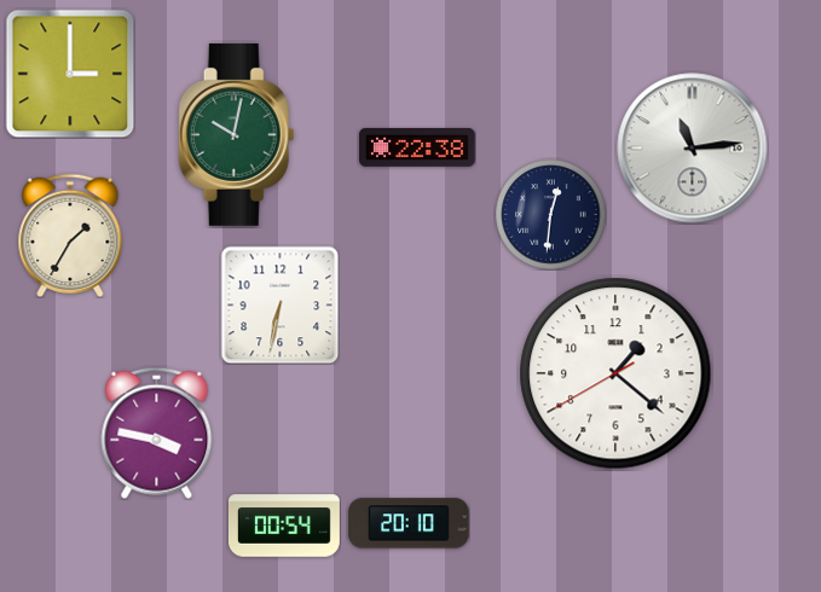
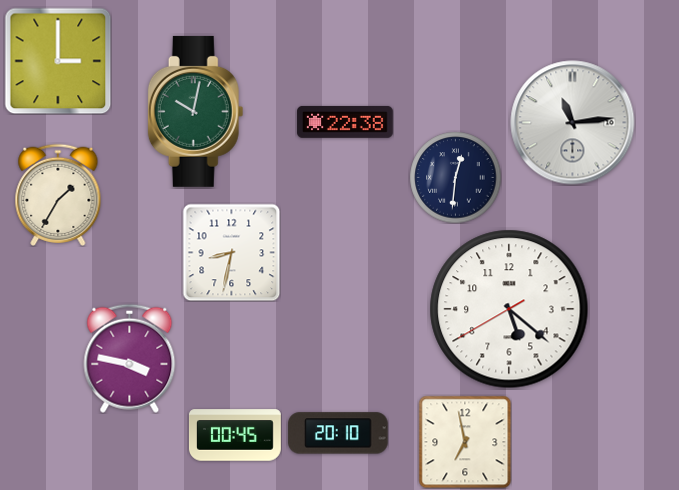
clock at (279, 304): 6:32 -> 8:32
clock at (615, 373): 1:21 -> 5:21
clock at (284, 526): 00:54 -> 00:45
clock at (465, 442): none -> 6:58
